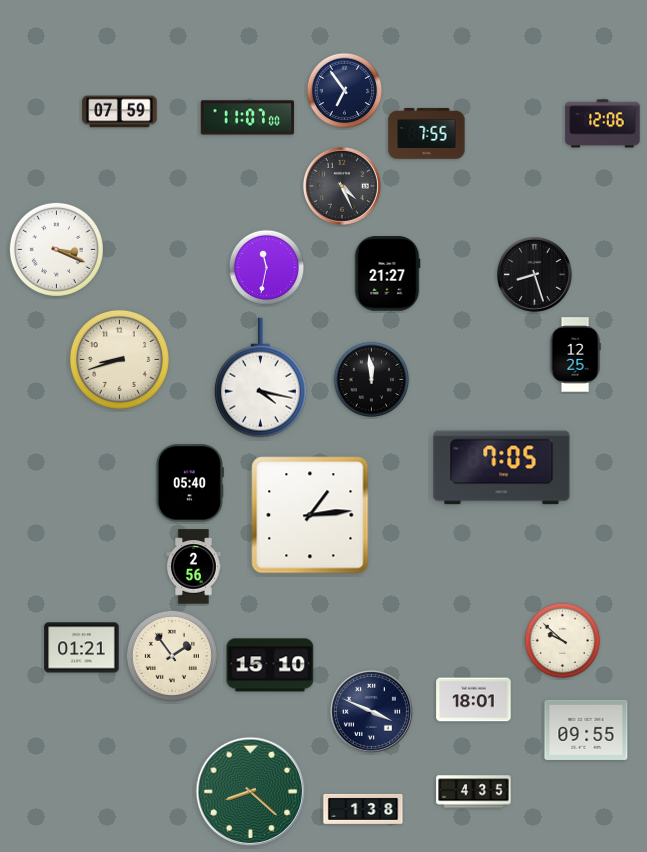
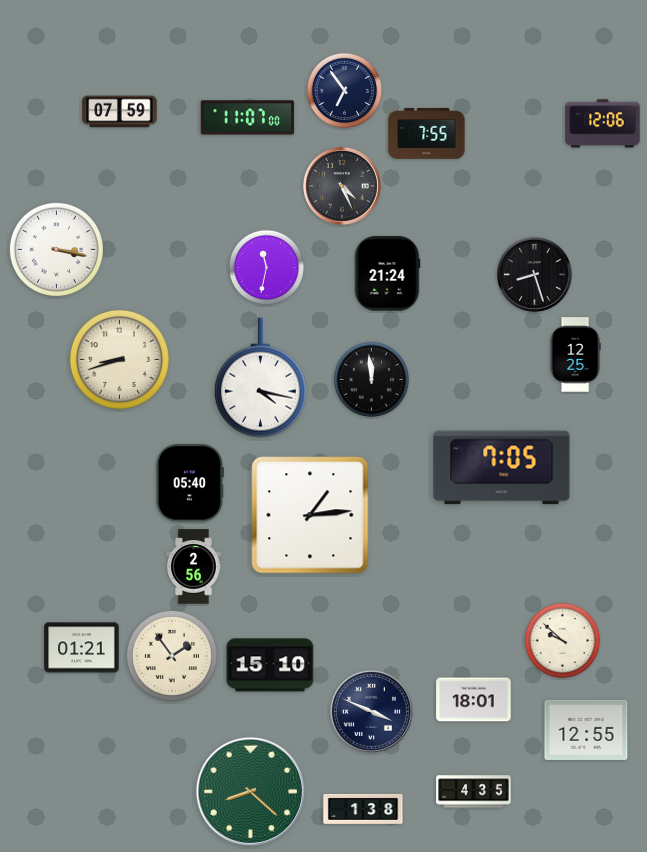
clock at (56, 249): 3:19 -> 3:17
clock at (387, 274): 21:27 -> 21:24
clock at (586, 730): 09:55 -> 12:55
